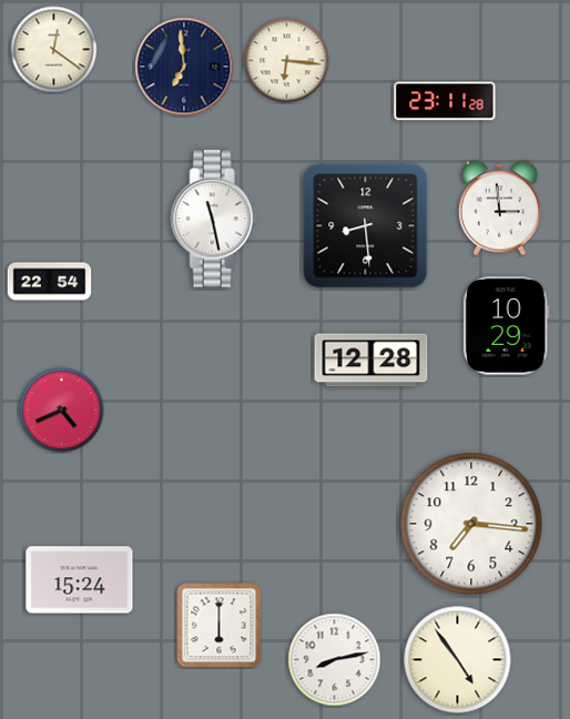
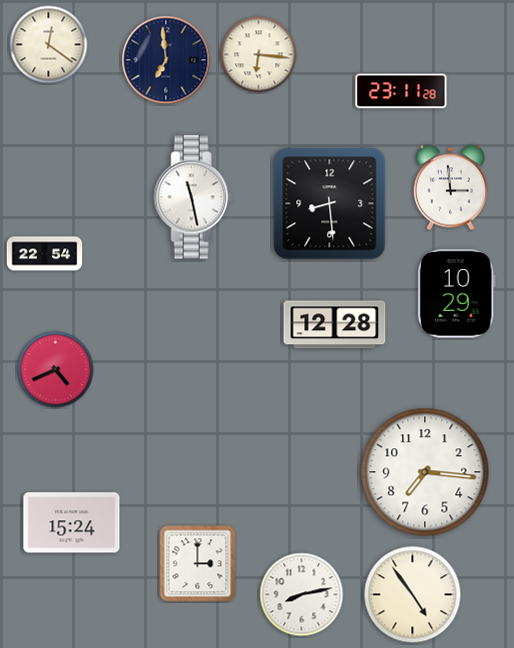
clock at (220, 626): 6:00 -> 3:00
